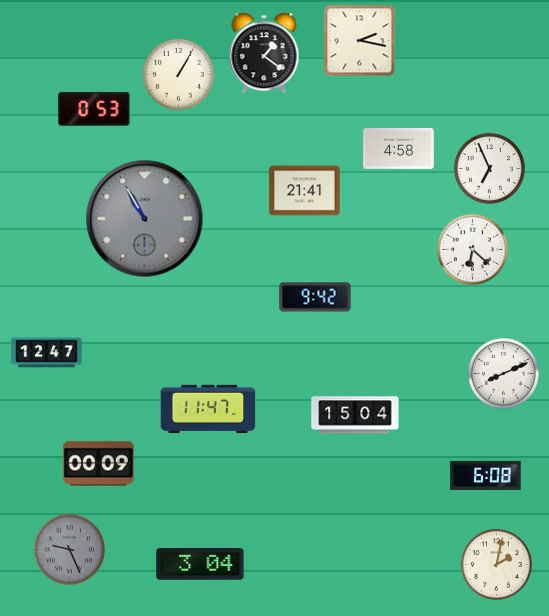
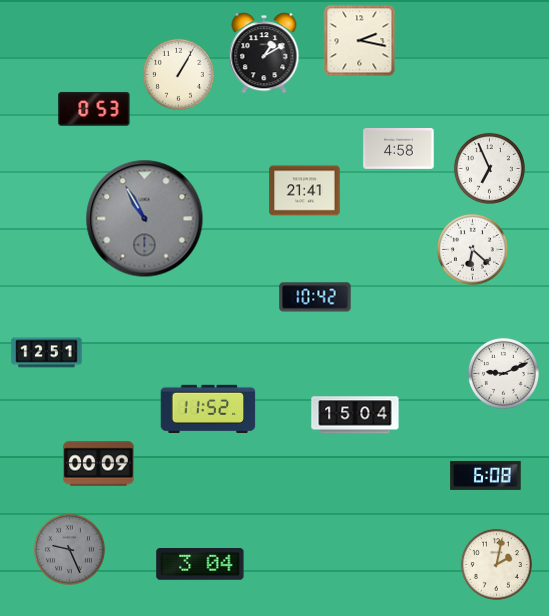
clock at (264, 53): 1:21 -> 1:10
clock at (315, 297): 9:42 -> 10:42
clock at (47, 353): 12:47 -> 12:51
clock at (503, 373): 8:11 -> 9:11
clock at (208, 408): 11:47 -> 11:52
